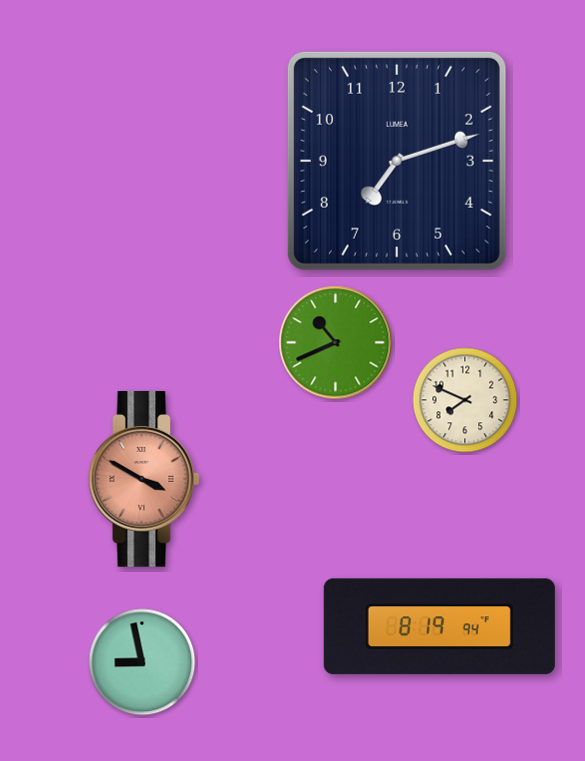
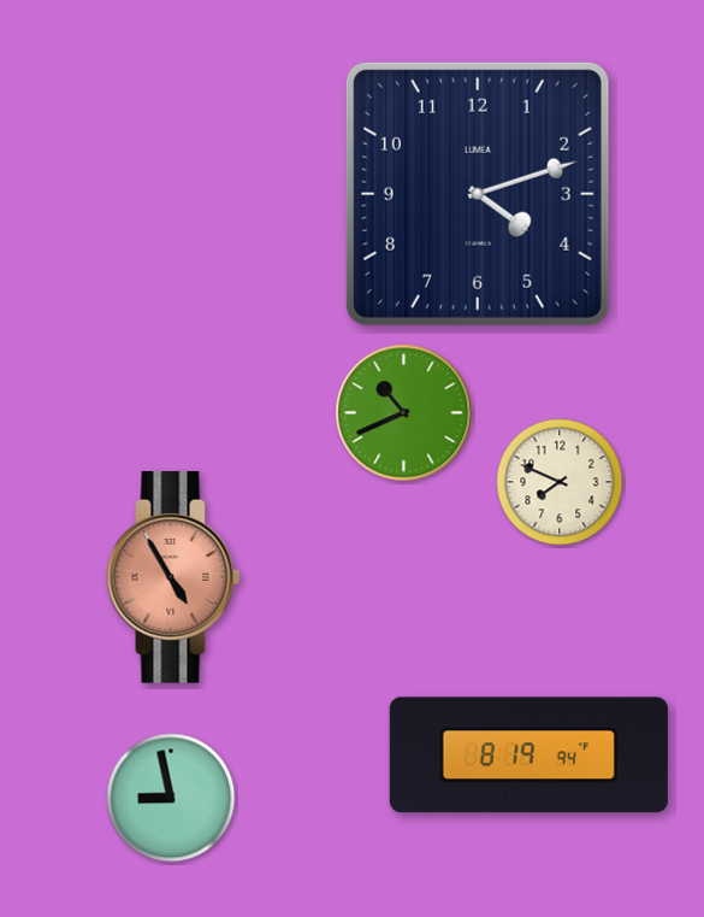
clock at (397, 161): 7:12 -> 4:12
clock at (144, 480): 3:50 -> 4:55
